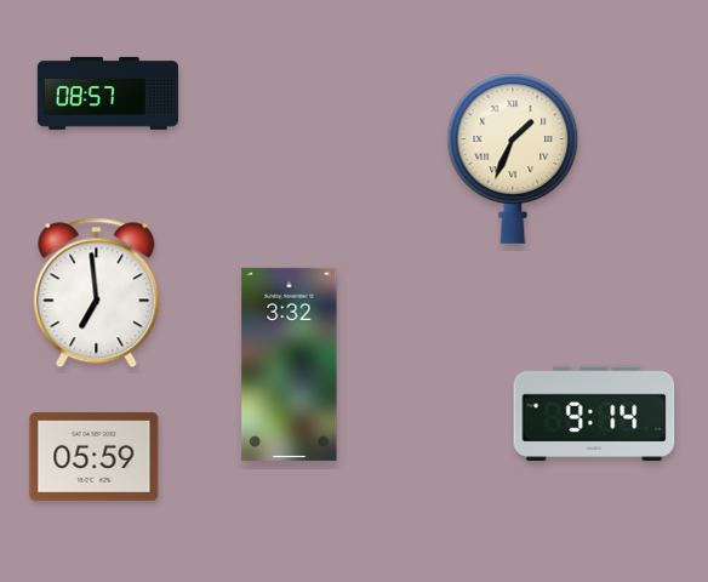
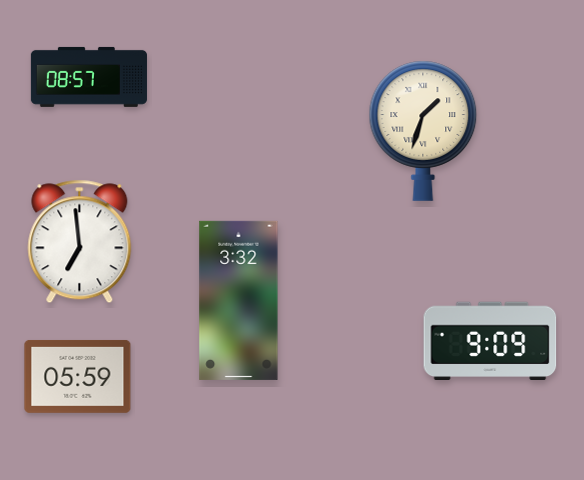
clock at (513, 159): 1:34 -> 1:33
clock at (594, 413): 9:14 -> 9:09
